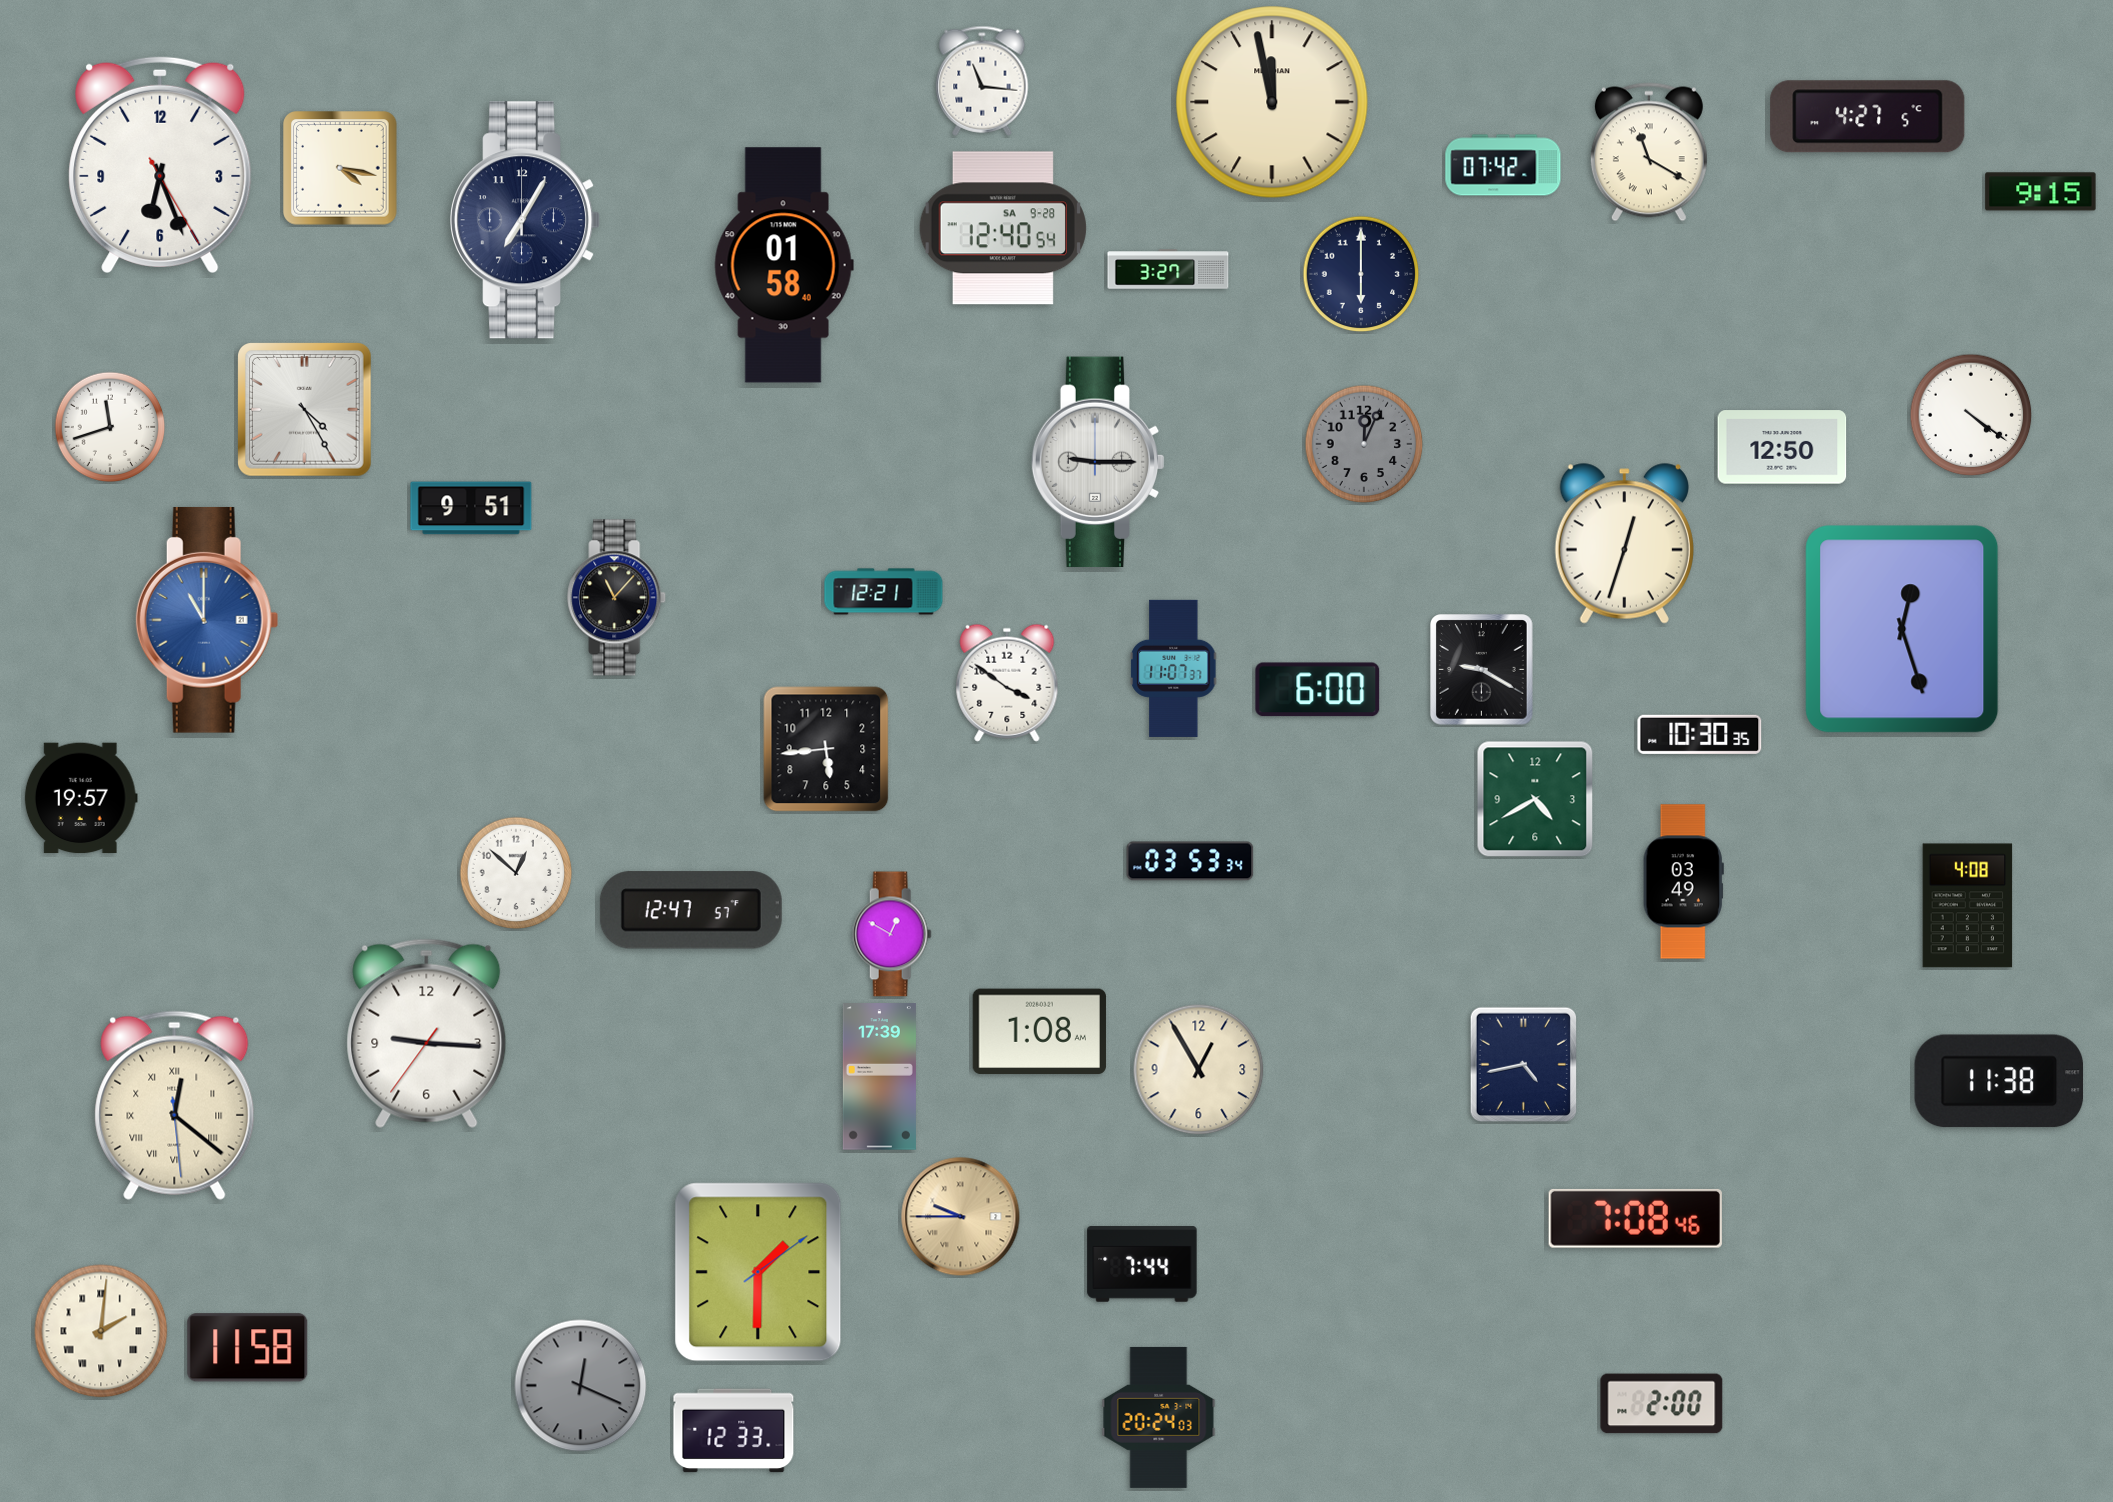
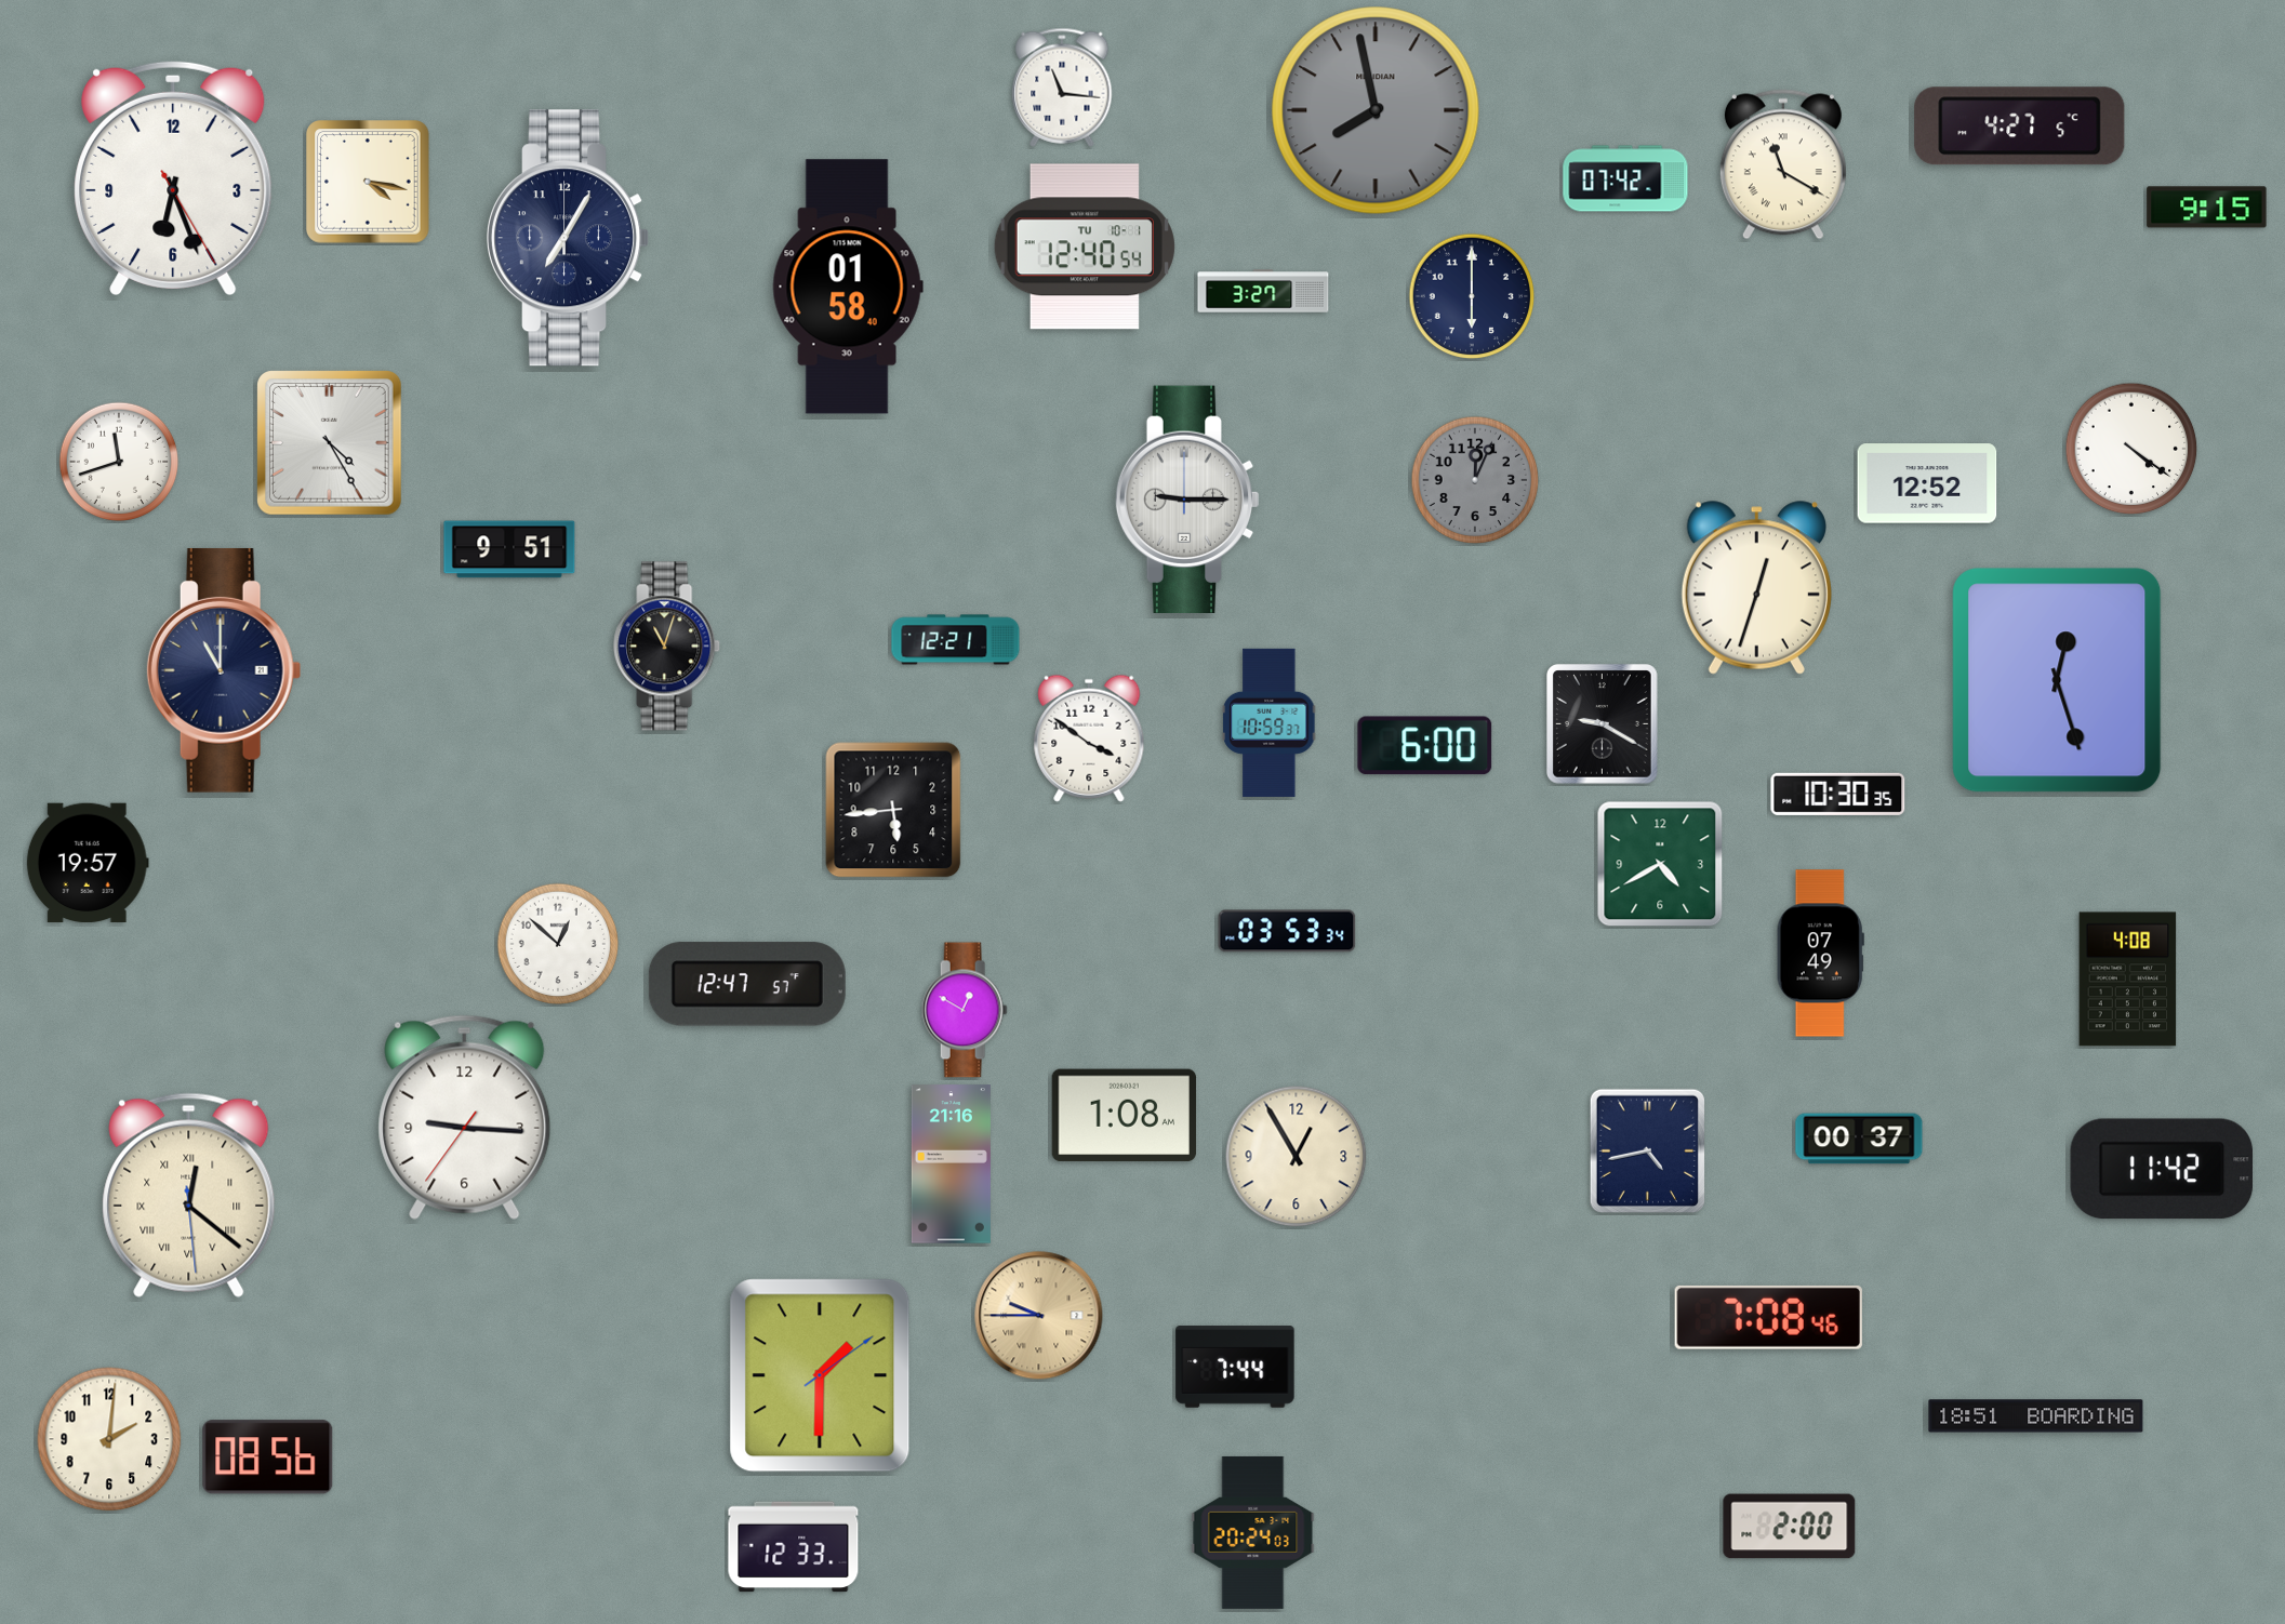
clock at (1272, 102): 11:58 -> 7:58
clock at (1272, 102) dial: cream -> grey
clock at (1003, 228) date: SA 9-28 -> TU 10-1
clock at (1782, 447): 12:50 -> 12:52
clock at (617, 598): 11:07 -> 11:03
clock at (207, 620) dial: blue -> navy
clock at (1174, 668): 11:07 -> 10:59
clock at (1683, 882): 03:49 -> 07:49
clock at (427, 1033) position: (427, 1033) -> (465, 1117)
clock at (1859, 1139): none -> 00:37
clock at (879, 1077): 17:39 -> 21:16
clock at (1999, 1081): 11:38 -> 11:42
clock at (2036, 1416): none -> 18:51
clock at (101, 1331) numerals: Roman -> Arabic
clock at (248, 1348): 11:58 -> 08:56
clock at (581, 1386): 12:19 -> none
clock at (1662, 1404) position: (1662, 1404) -> (1790, 1527)
